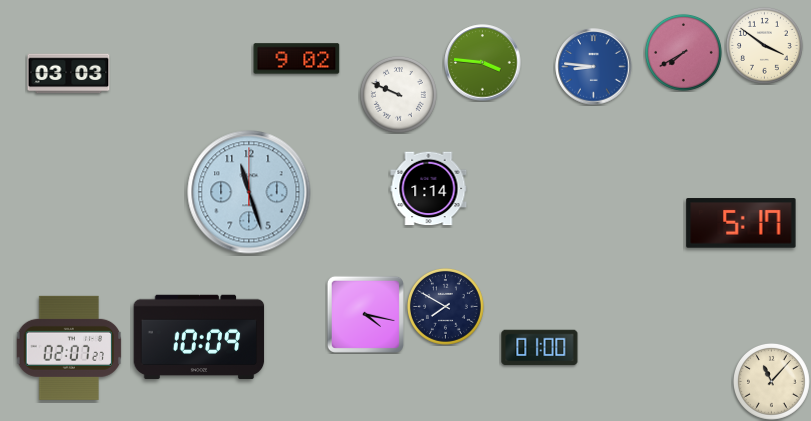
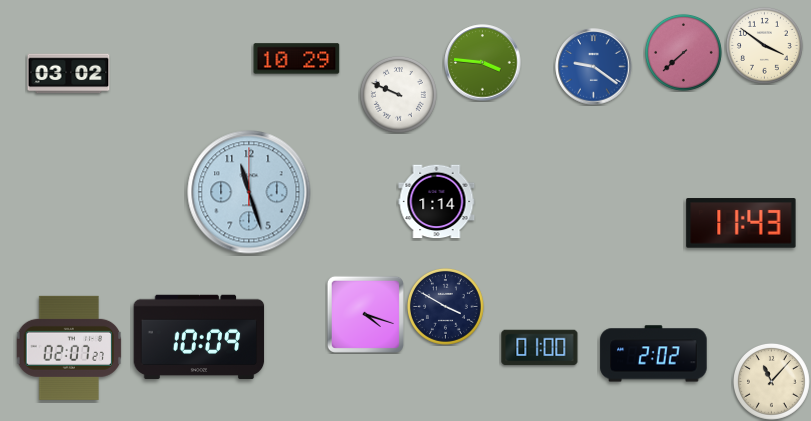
clock at (683, 52): 7:40 -> 7:38
clock at (297, 59): 9:02 -> 10:29
clock at (594, 67): 8:46 -> 9:21
clock at (69, 74): 03:03 -> 03:02
clock at (429, 189) position: (429, 189) -> (437, 202)
clock at (741, 223): 5:17 -> 11:43
clock at (445, 306): 7:50 -> 3:50
clock at (365, 314): 4:17 -> 4:18
clock at (654, 354): none -> 2:02
